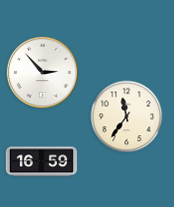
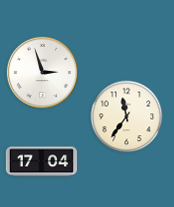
clock at (43, 73): 2:53 -> 2:57
clock at (41, 162): 16:59 -> 17:04
